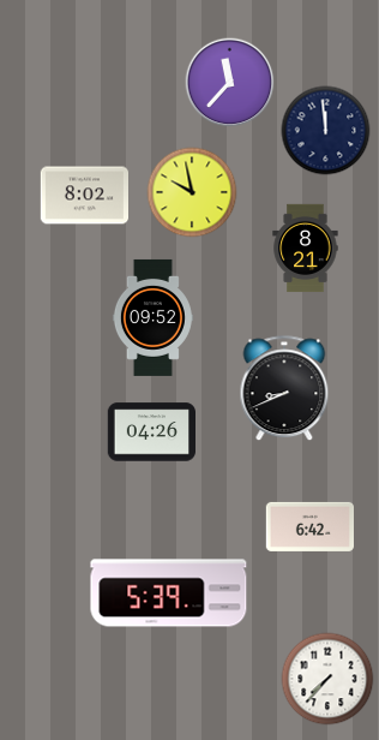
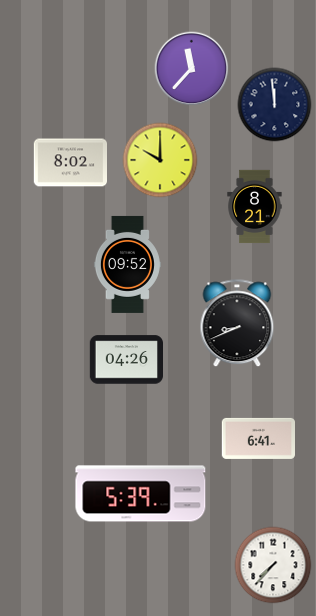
clock at (326, 131) position: (326, 131) -> (275, 105)
clock at (192, 192): 9:58 -> 10:00
clock at (311, 526): 6:42 -> 6:41
